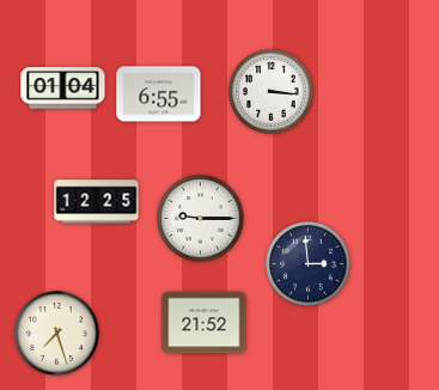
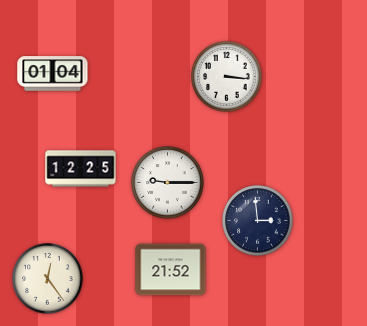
clock at (159, 95): 6:55 -> none
clock at (57, 334): 7:27 -> 12:24
